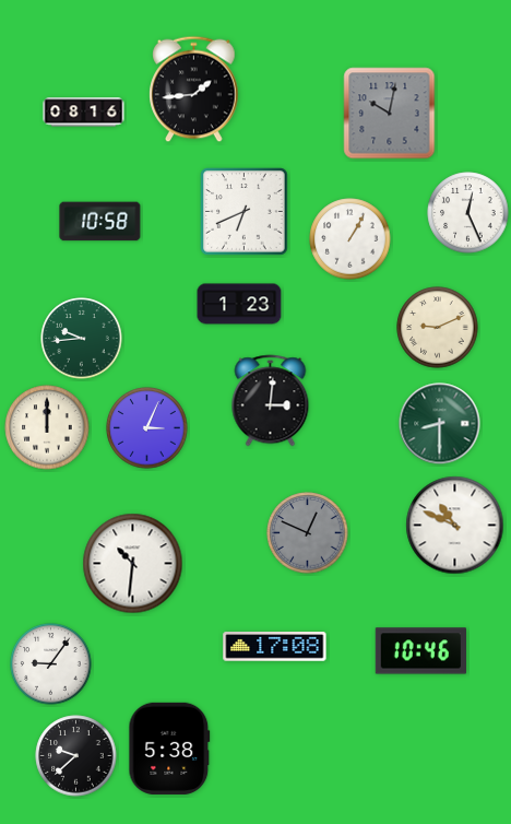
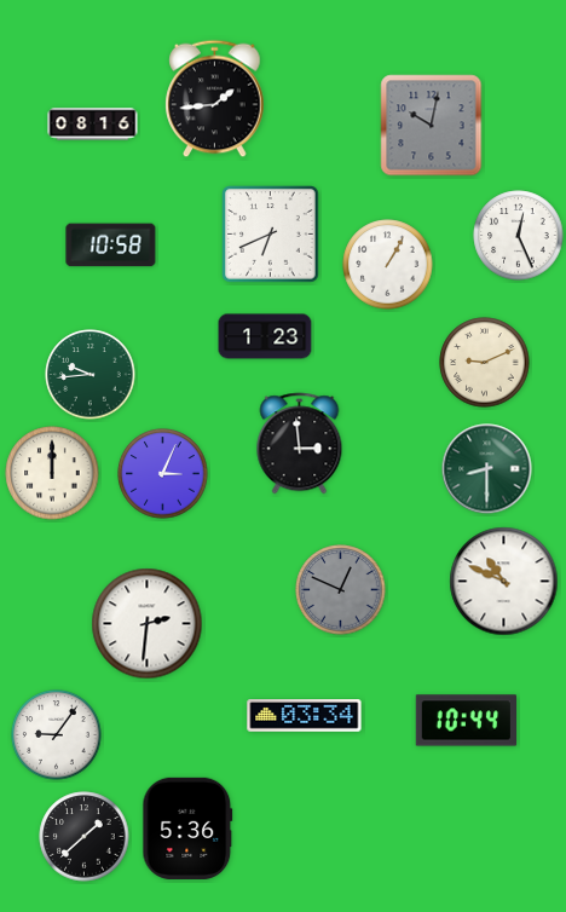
clock at (271, 401): 3:01 -> 2:59
clock at (133, 564): 10:31 -> 2:31
clock at (275, 647): 17:08 -> 03:34
clock at (421, 651): 10:46 -> 10:44
clock at (169, 749): 5:38 -> 5:36
clock at (76, 756): 9:38 -> 1:38
